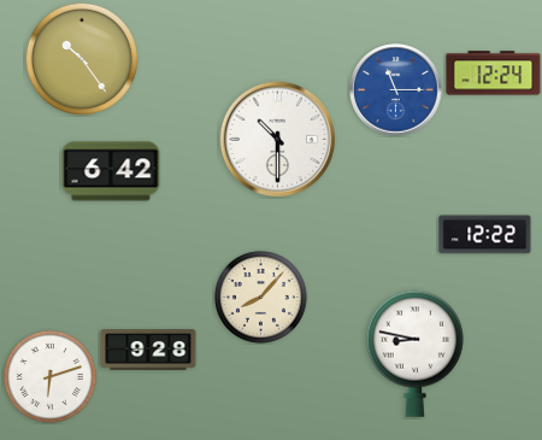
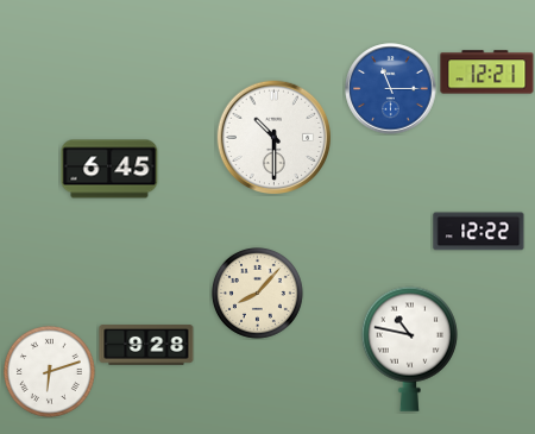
clock at (82, 59): 10:24 -> none
clock at (494, 74): 12:24 -> 12:21
clock at (111, 171): 6:42 -> 6:45
clock at (414, 353): 8:47 -> 10:47
